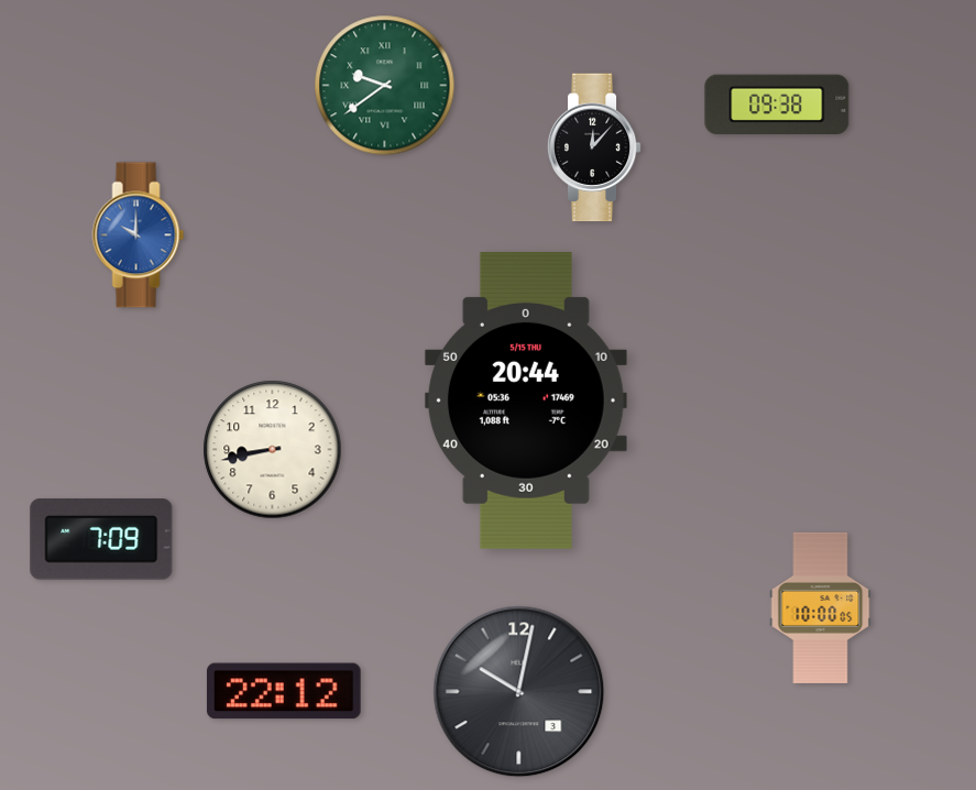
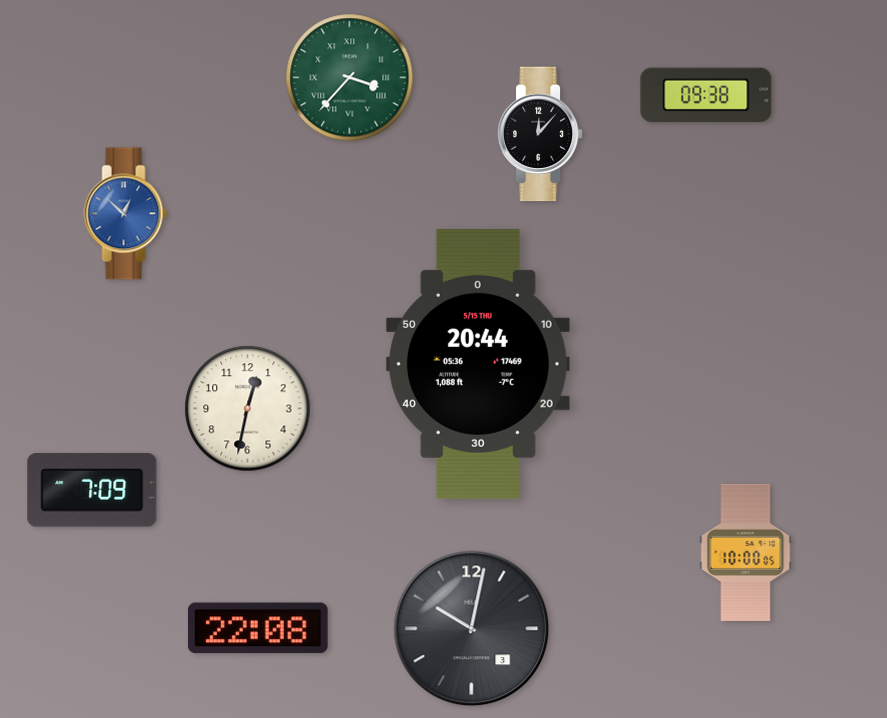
clock at (385, 86): 9:39 -> 3:37
clock at (139, 235): 10:00 -> 12:52
clock at (273, 450): 8:43 -> 12:32
clock at (284, 691): 22:12 -> 22:08
